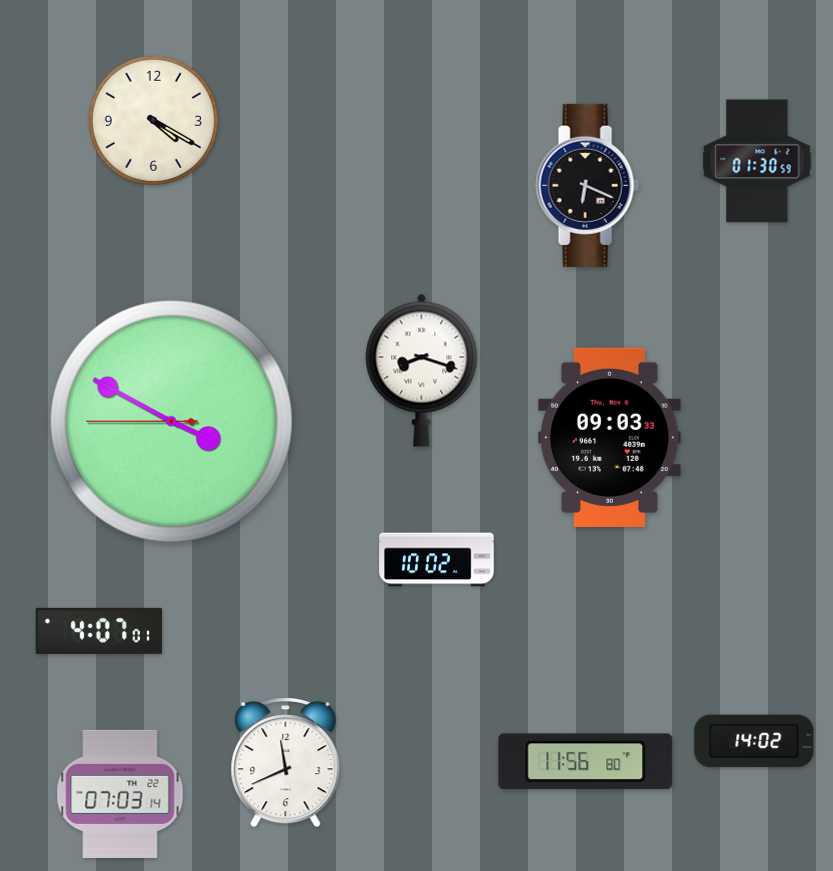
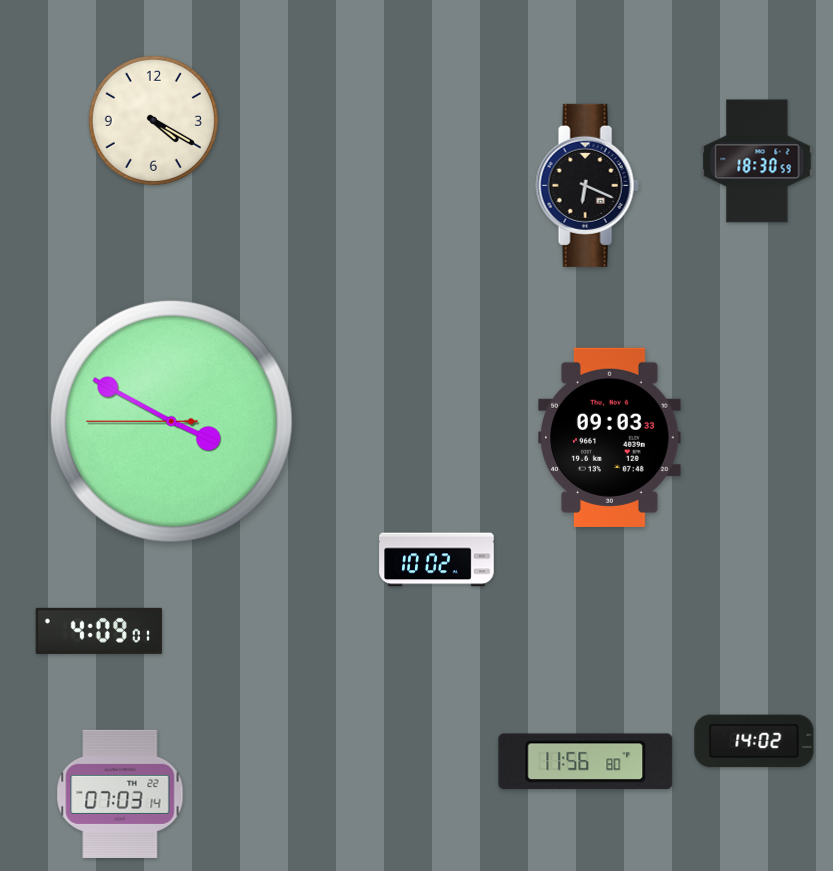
clock at (757, 161): 01:30 -> 18:30
clock at (422, 370): 8:18 -> none
clock at (99, 631): 4:07 -> 4:09
clock at (286, 763): 11:41 -> none
